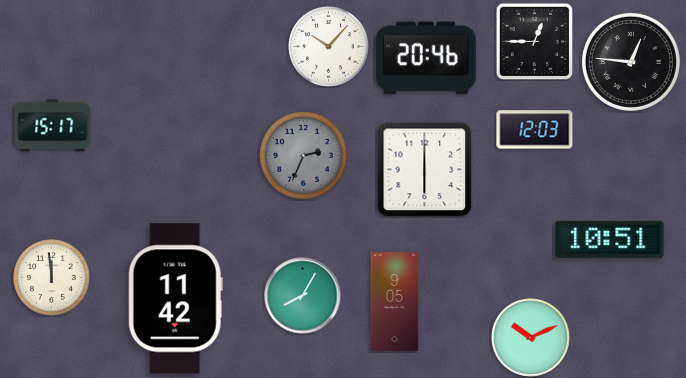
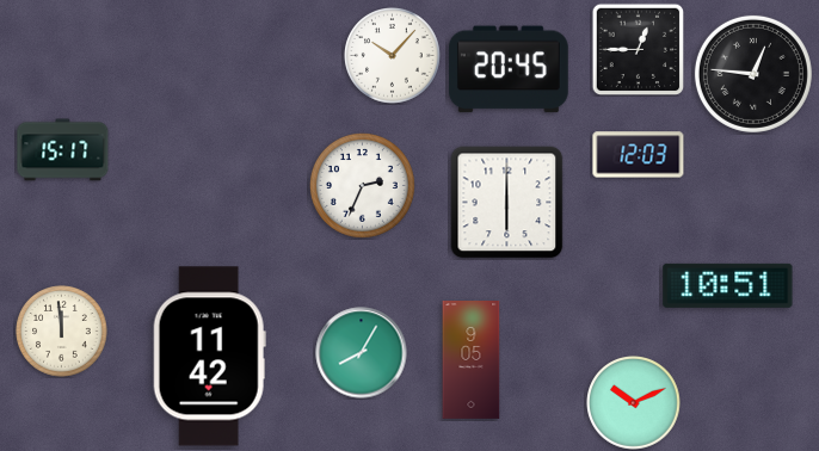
clock at (426, 58): 20:46 -> 20:45
clock at (303, 155) dial: grey -> white
